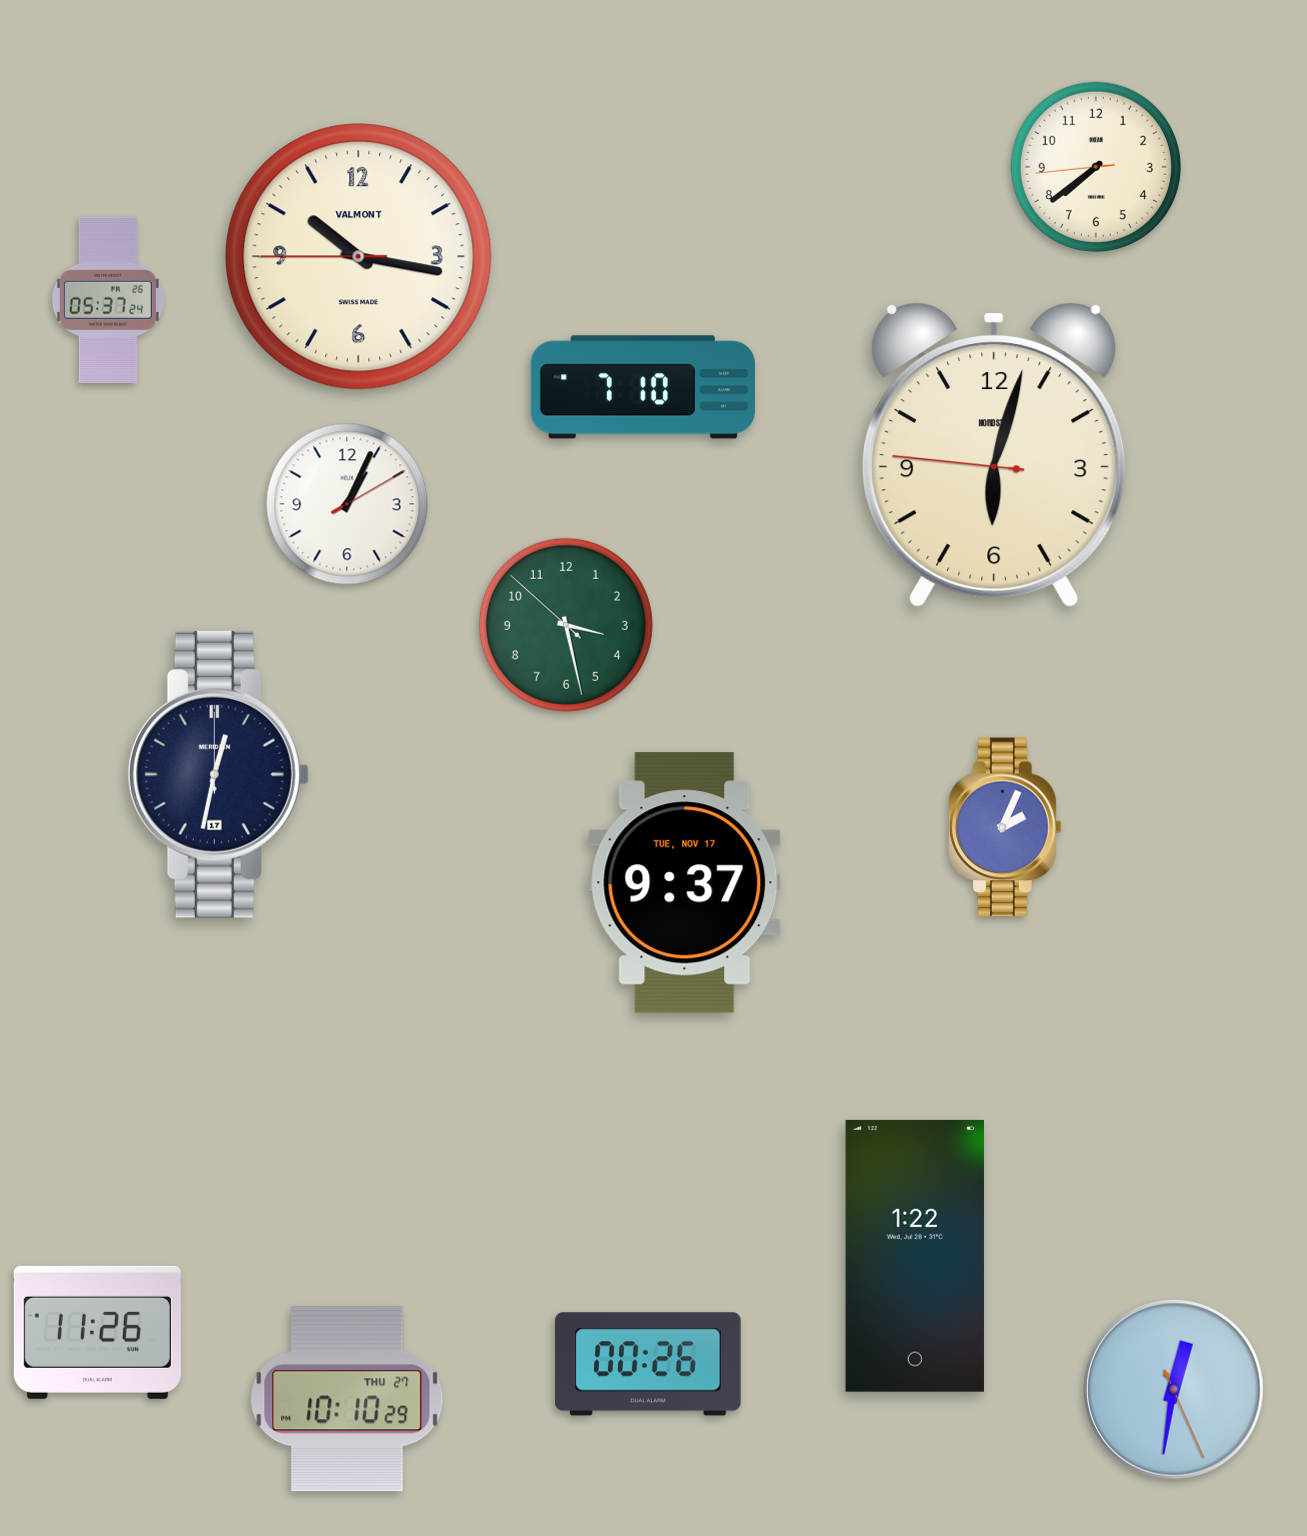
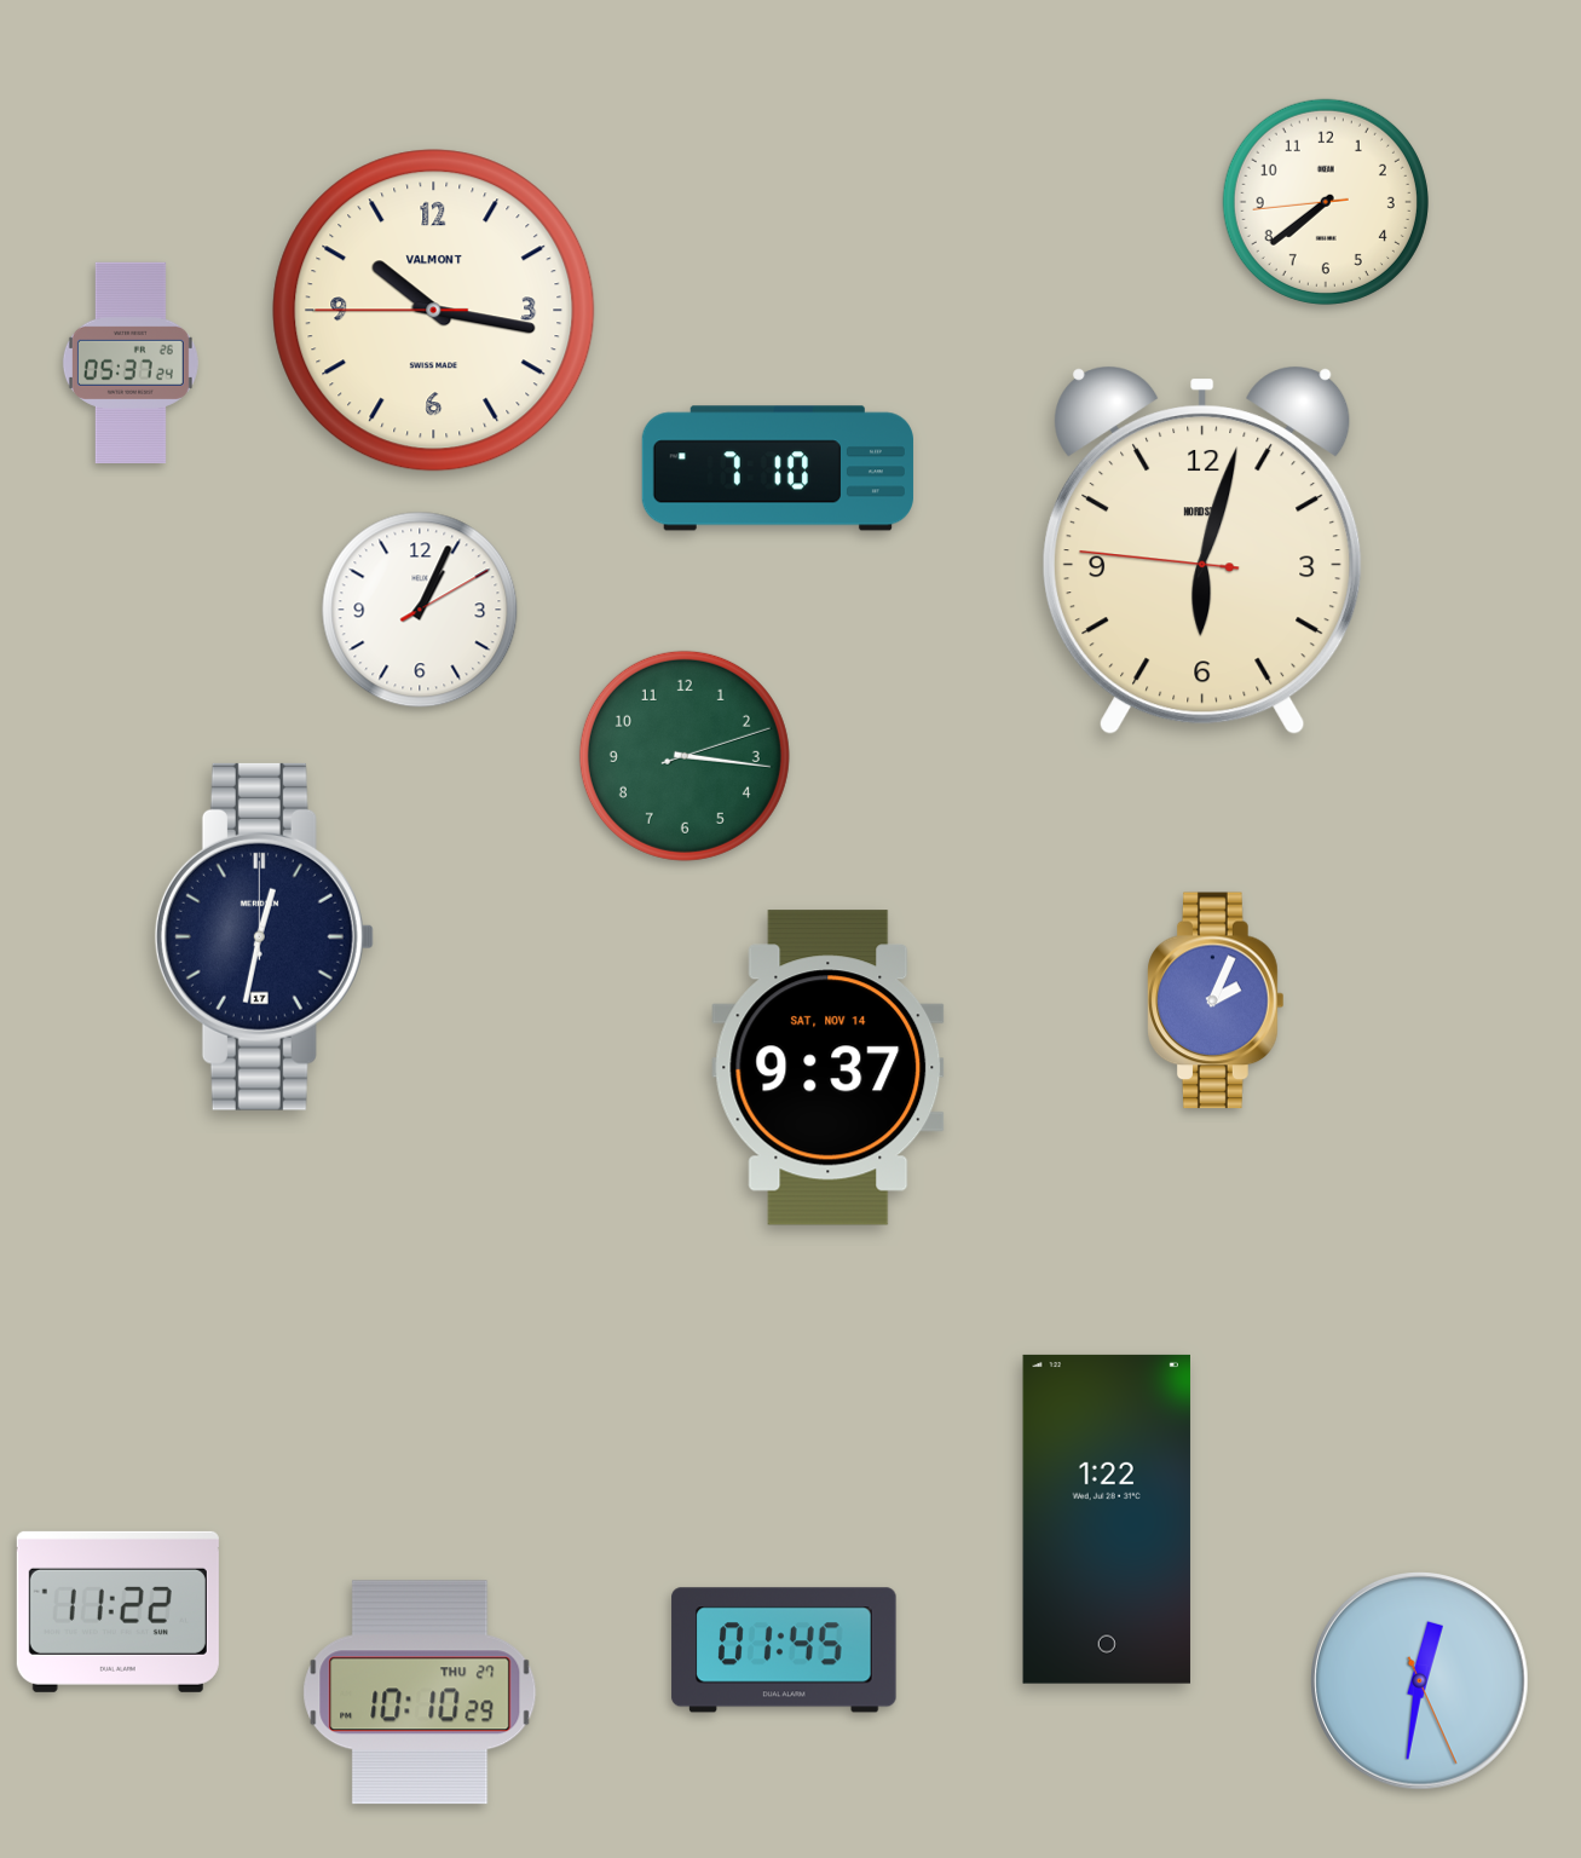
clock at (566, 625): 3:27 -> 3:16
clock at (685, 883) date: TUE, NOV 17 -> SAT, NOV 14
clock at (97, 1332): 11:26 -> 11:22
clock at (648, 1364): 00:26 -> 01:45
